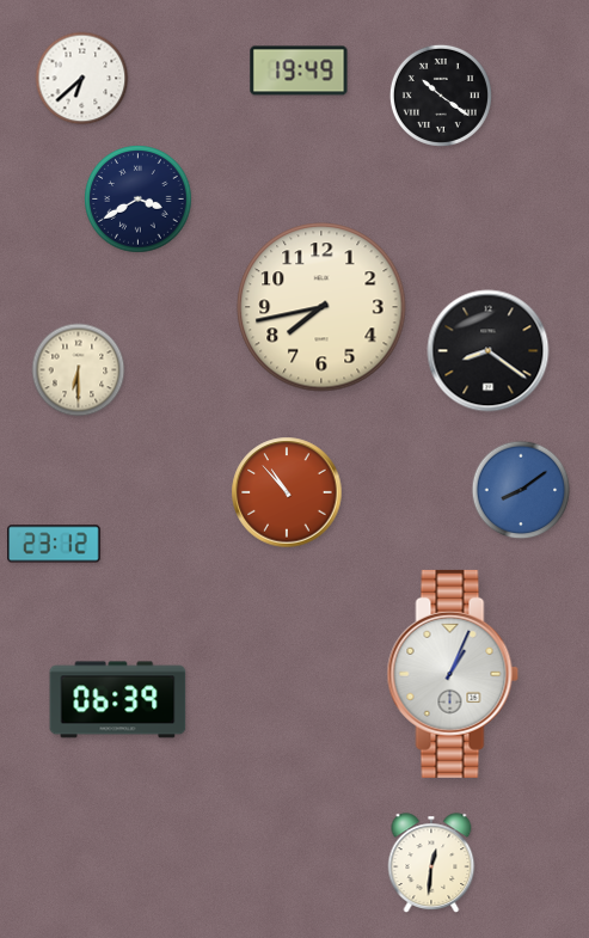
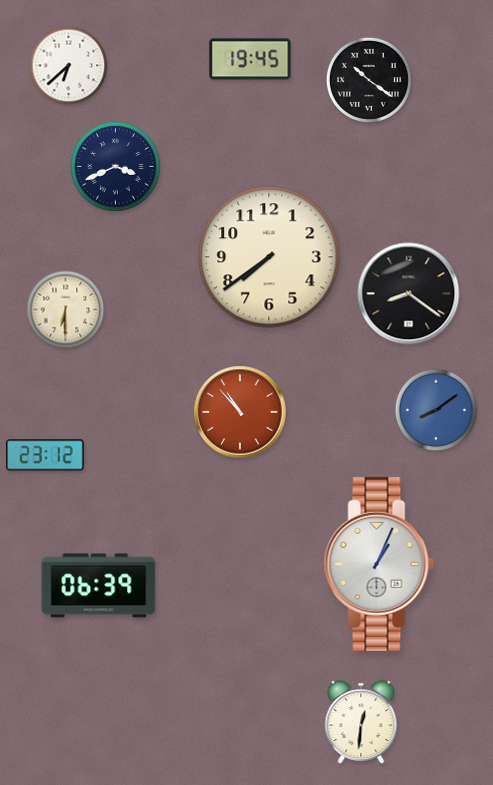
clock at (299, 70): 19:49 -> 19:45
clock at (139, 200): 3:40 -> 3:41
clock at (321, 307): 7:43 -> 7:39
